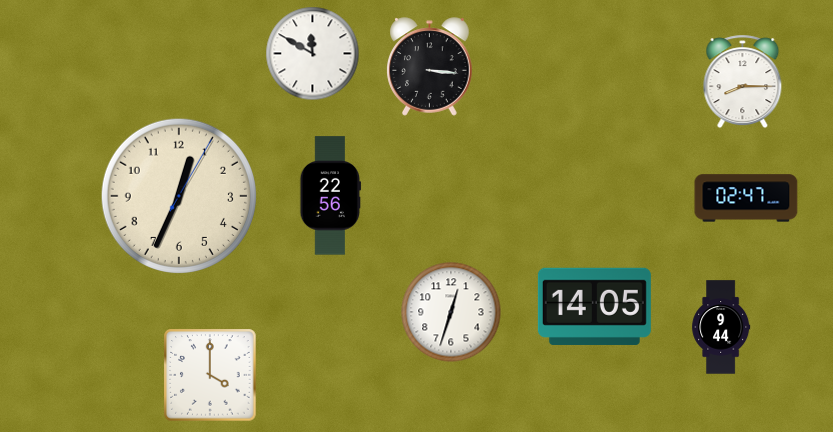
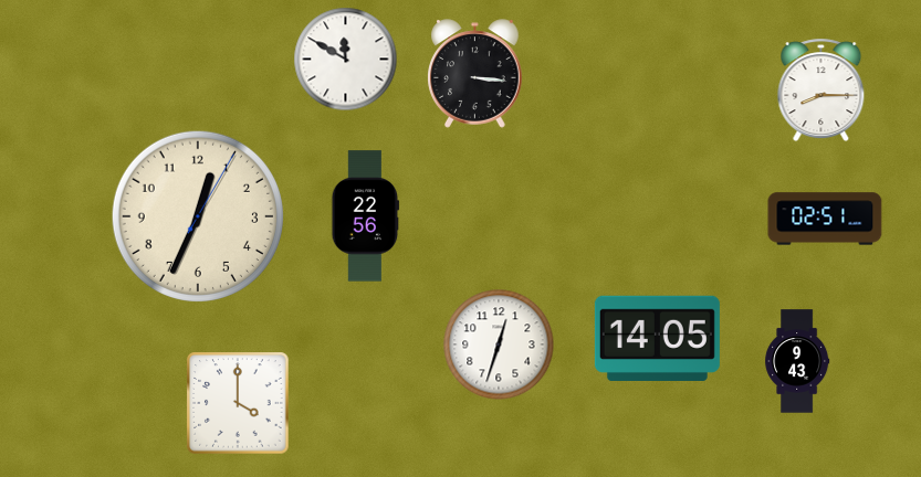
clock at (746, 198): 02:47 -> 02:51
clock at (721, 327): 9:44 -> 9:43
clock at (210, 375) position: (210, 375) -> (238, 403)
